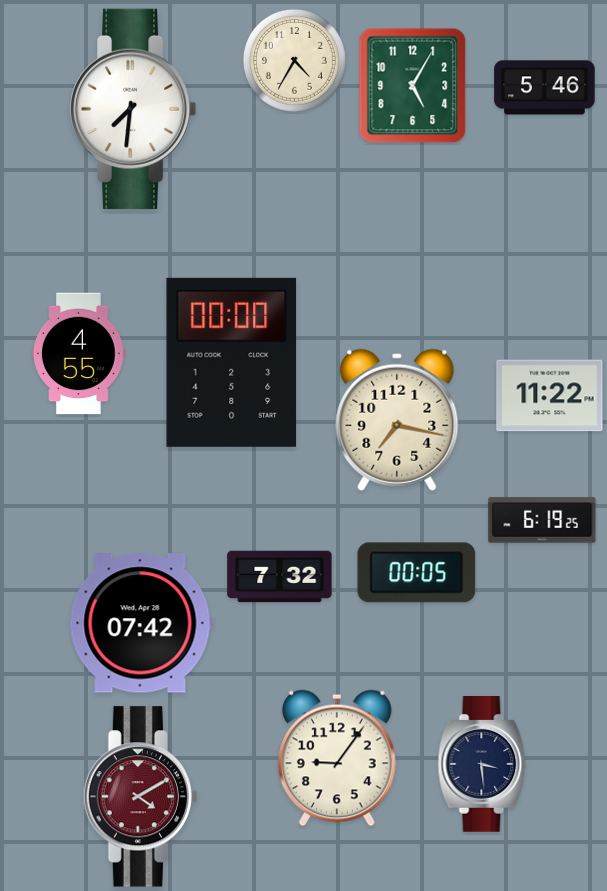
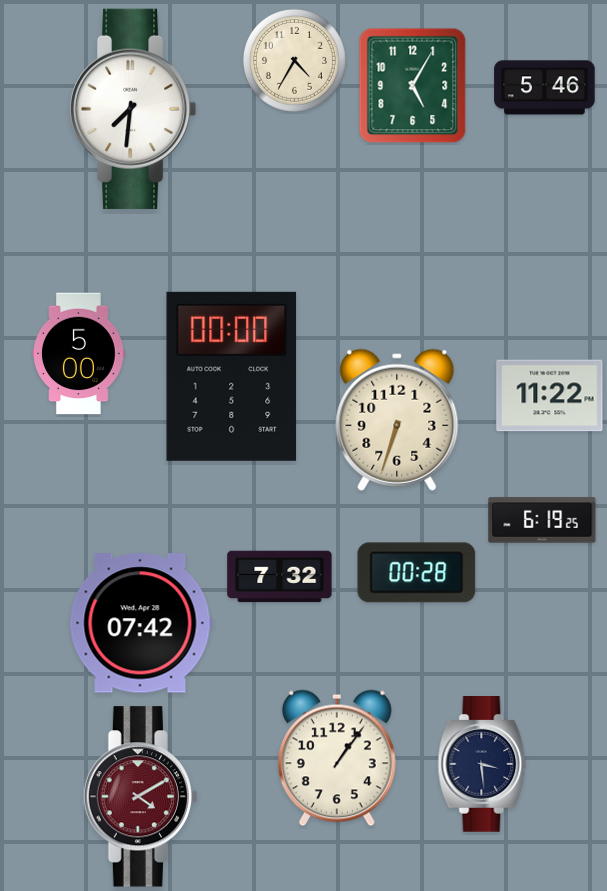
clock at (79, 354): 4:55 -> 5:00
clock at (232, 362) position: (232, 362) -> (232, 376)
clock at (397, 420): 7:17 -> 6:33
clock at (417, 573): 00:05 -> 00:28
clock at (337, 758): 9:06 -> 1:06
